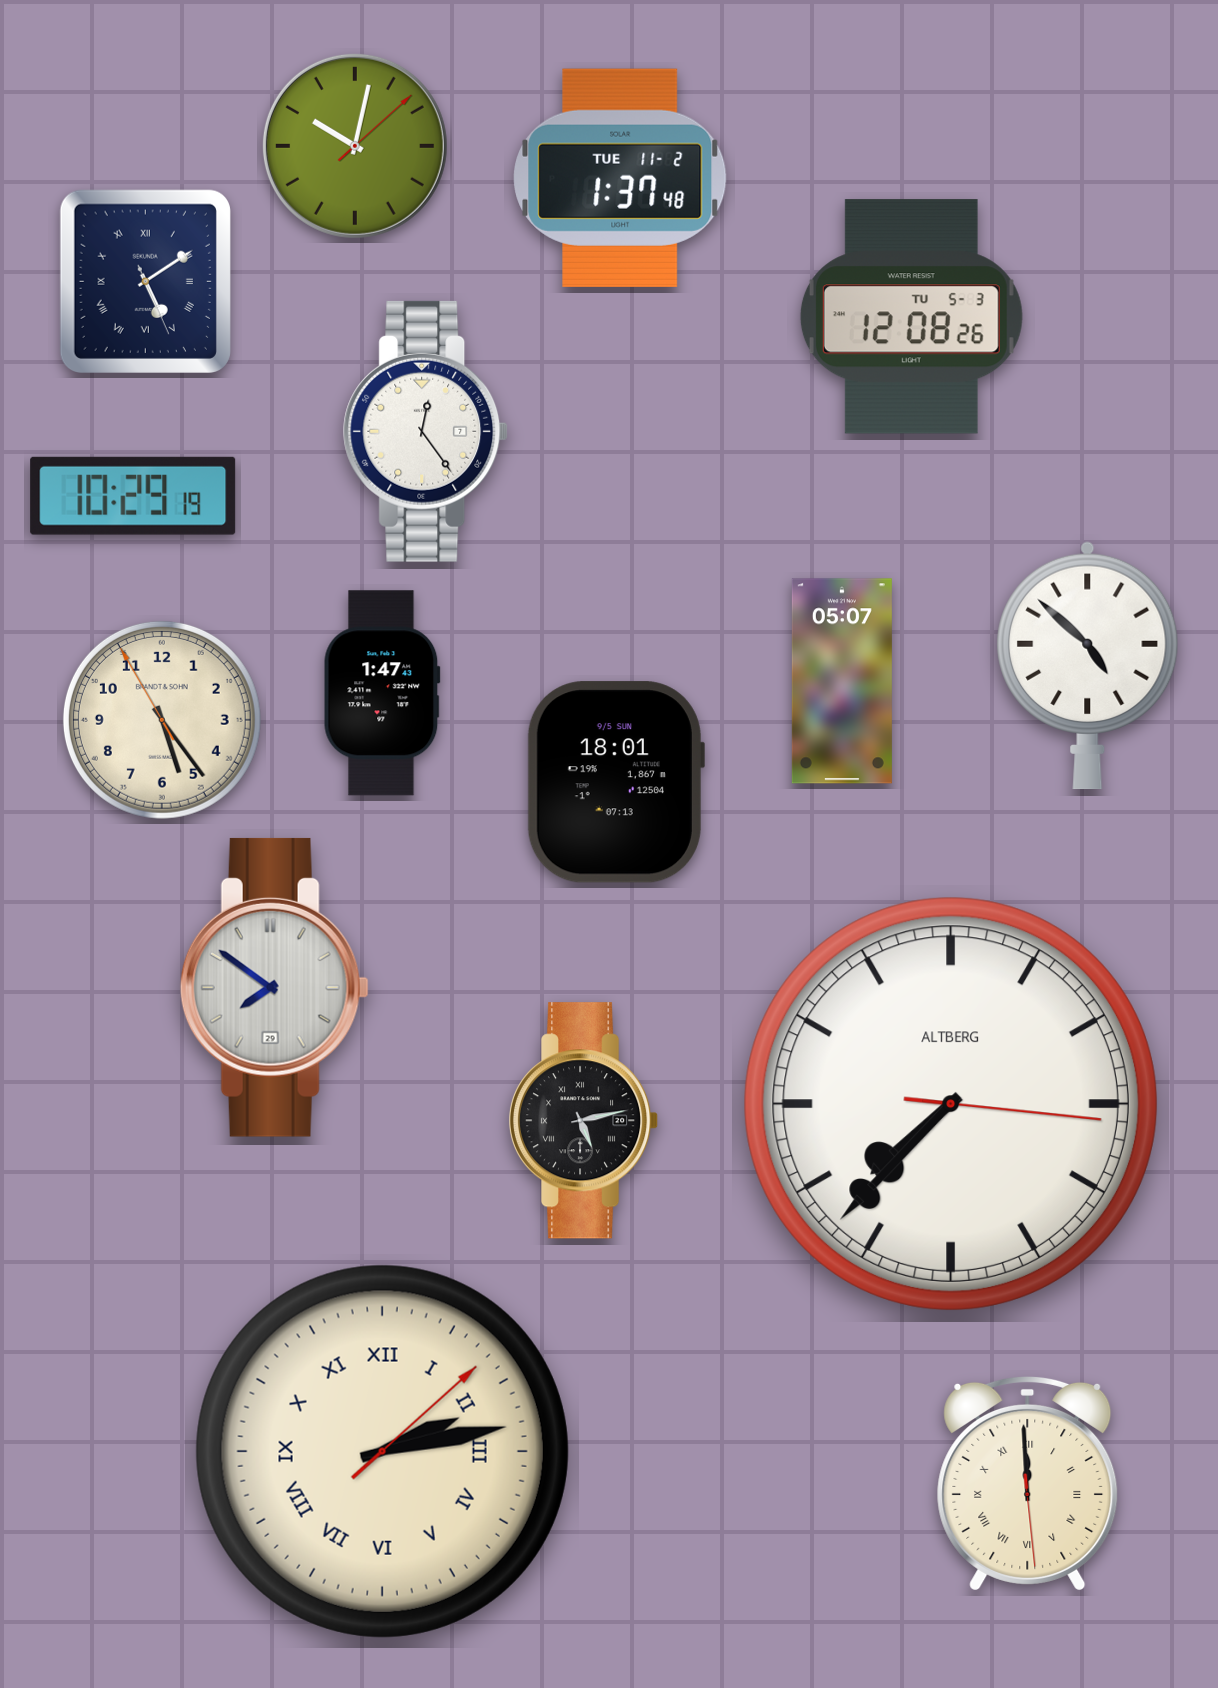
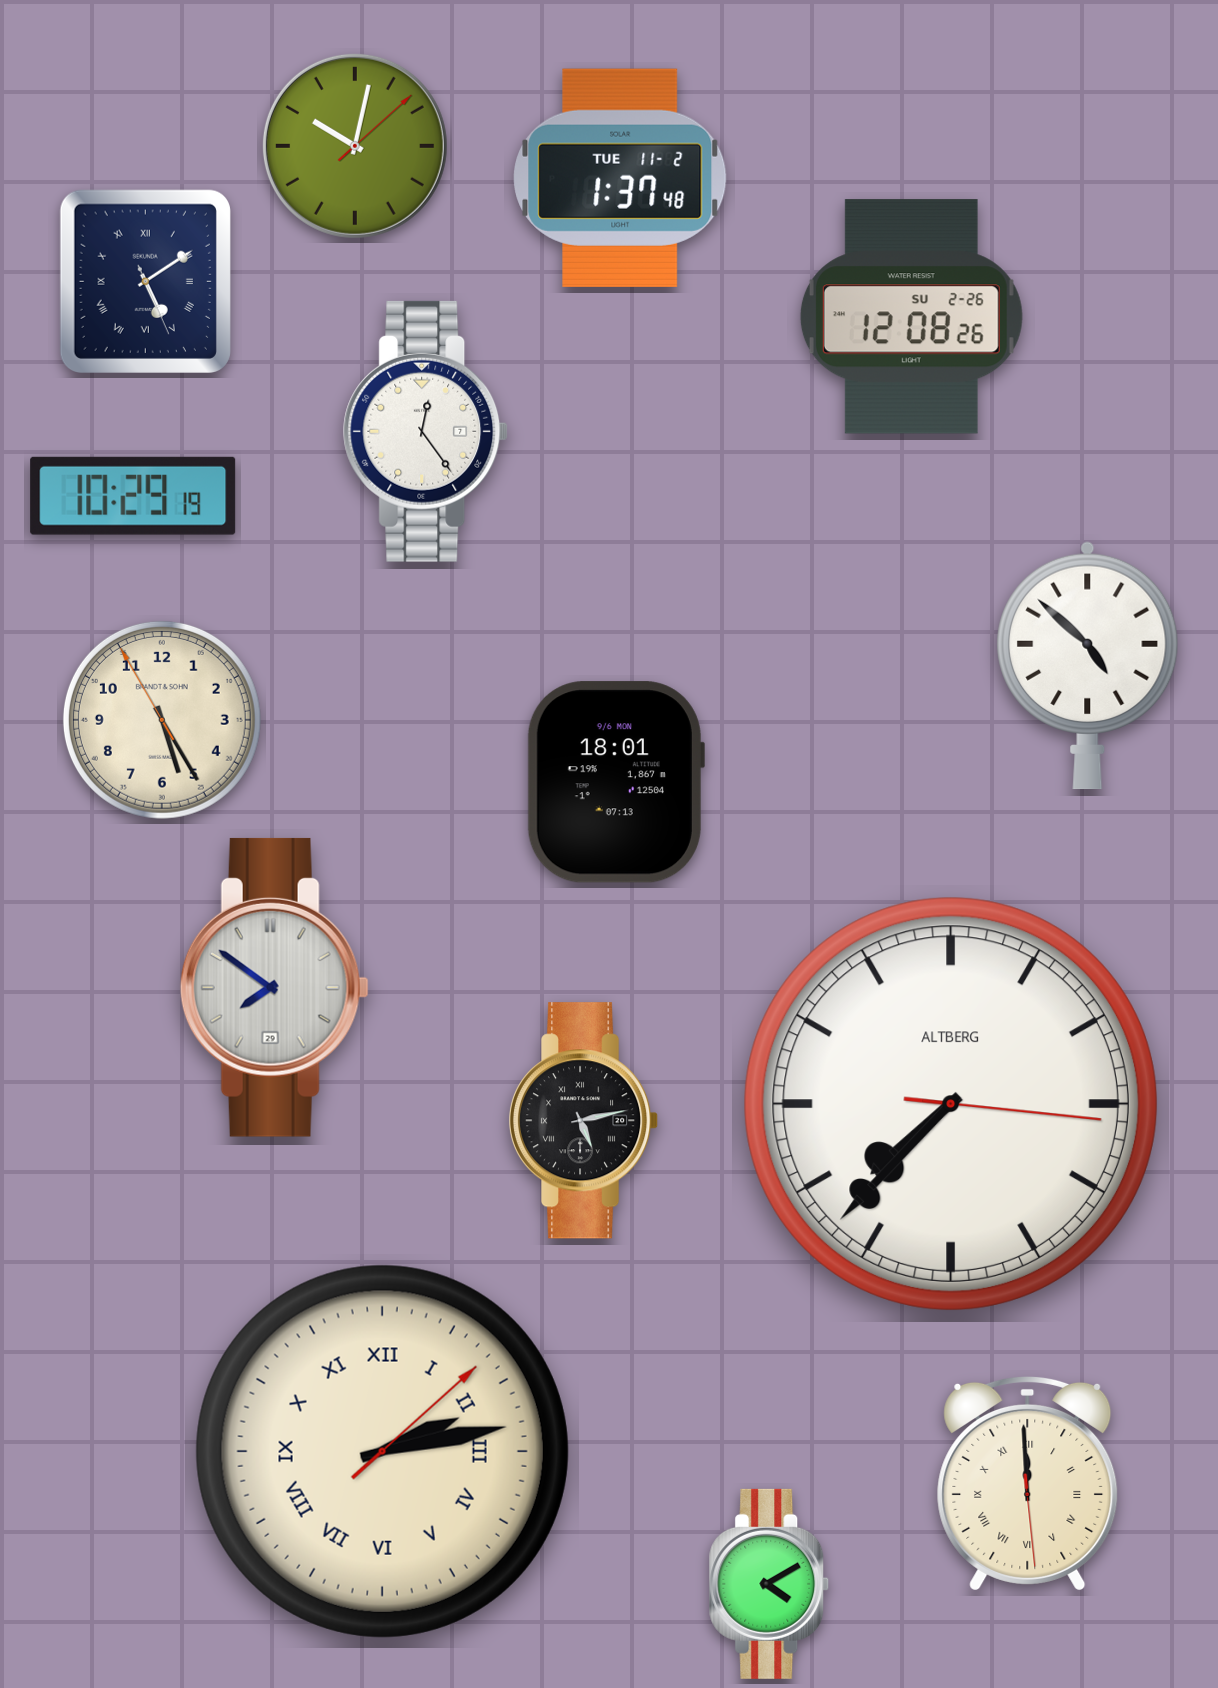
clock at (911, 317) date: TU 5-3 -> SU 2-26
clock at (842, 681): 05:07 -> none
clock at (382, 693): 1:47 -> none
clock at (162, 720): 5:23 -> 5:24
clock at (615, 782) date: 9/5 SUN -> 9/6 MON
clock at (769, 1584): none -> 4:10
